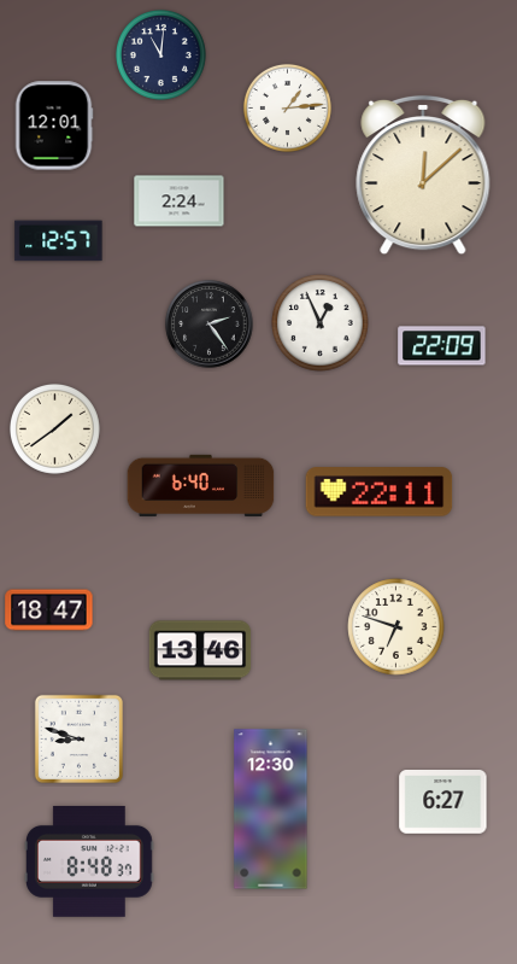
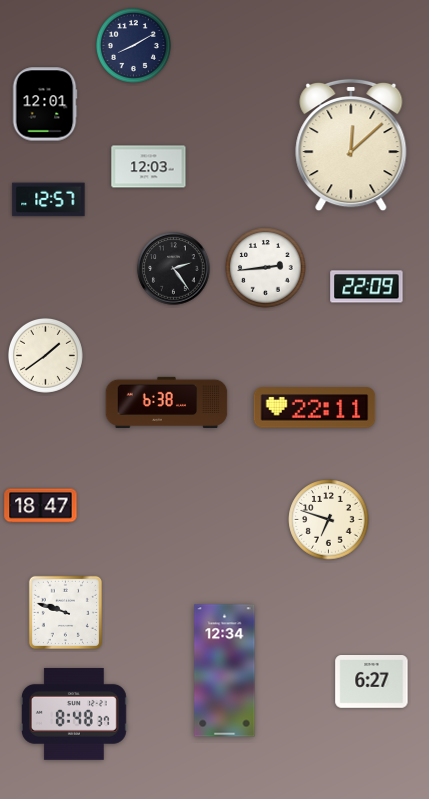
clock at (160, 54): 11:01 -> 8:10
clock at (287, 107): 1:14 -> none
clock at (180, 201): 2:24 -> 12:03
clock at (321, 323): 12:56 -> 2:44
clock at (201, 485): 6:40 -> 6:38
clock at (200, 650): 13:46 -> none
clock at (78, 738): 8:48 -> 9:48
clock at (443, 802) position: (443, 802) -> (372, 682)
clock at (271, 810): 12:30 -> 12:34
